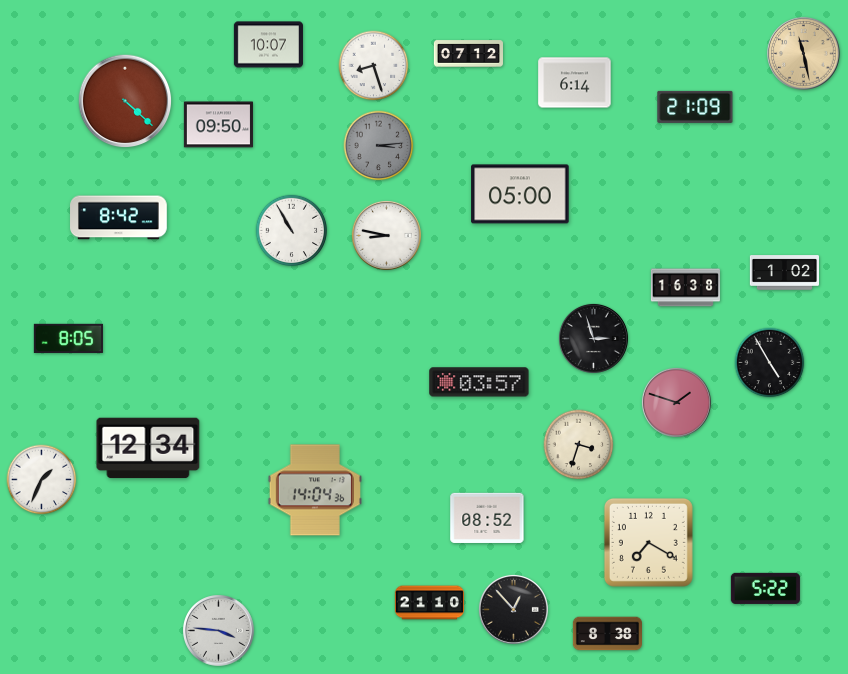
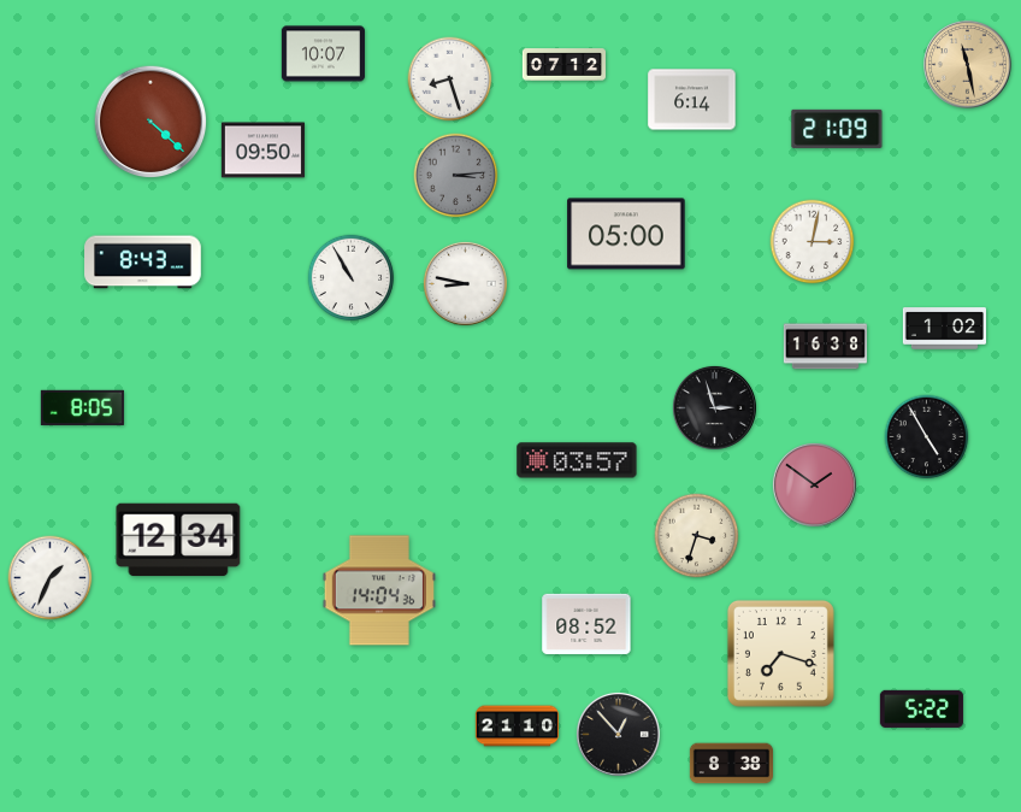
clock at (813, 242): none -> 3:02
clock at (119, 218): 8:42 -> 8:43
clock at (676, 402): 1:48 -> 1:51
clock at (648, 542): 7:20 -> 7:18
clock at (219, 631): 3:46 -> none
